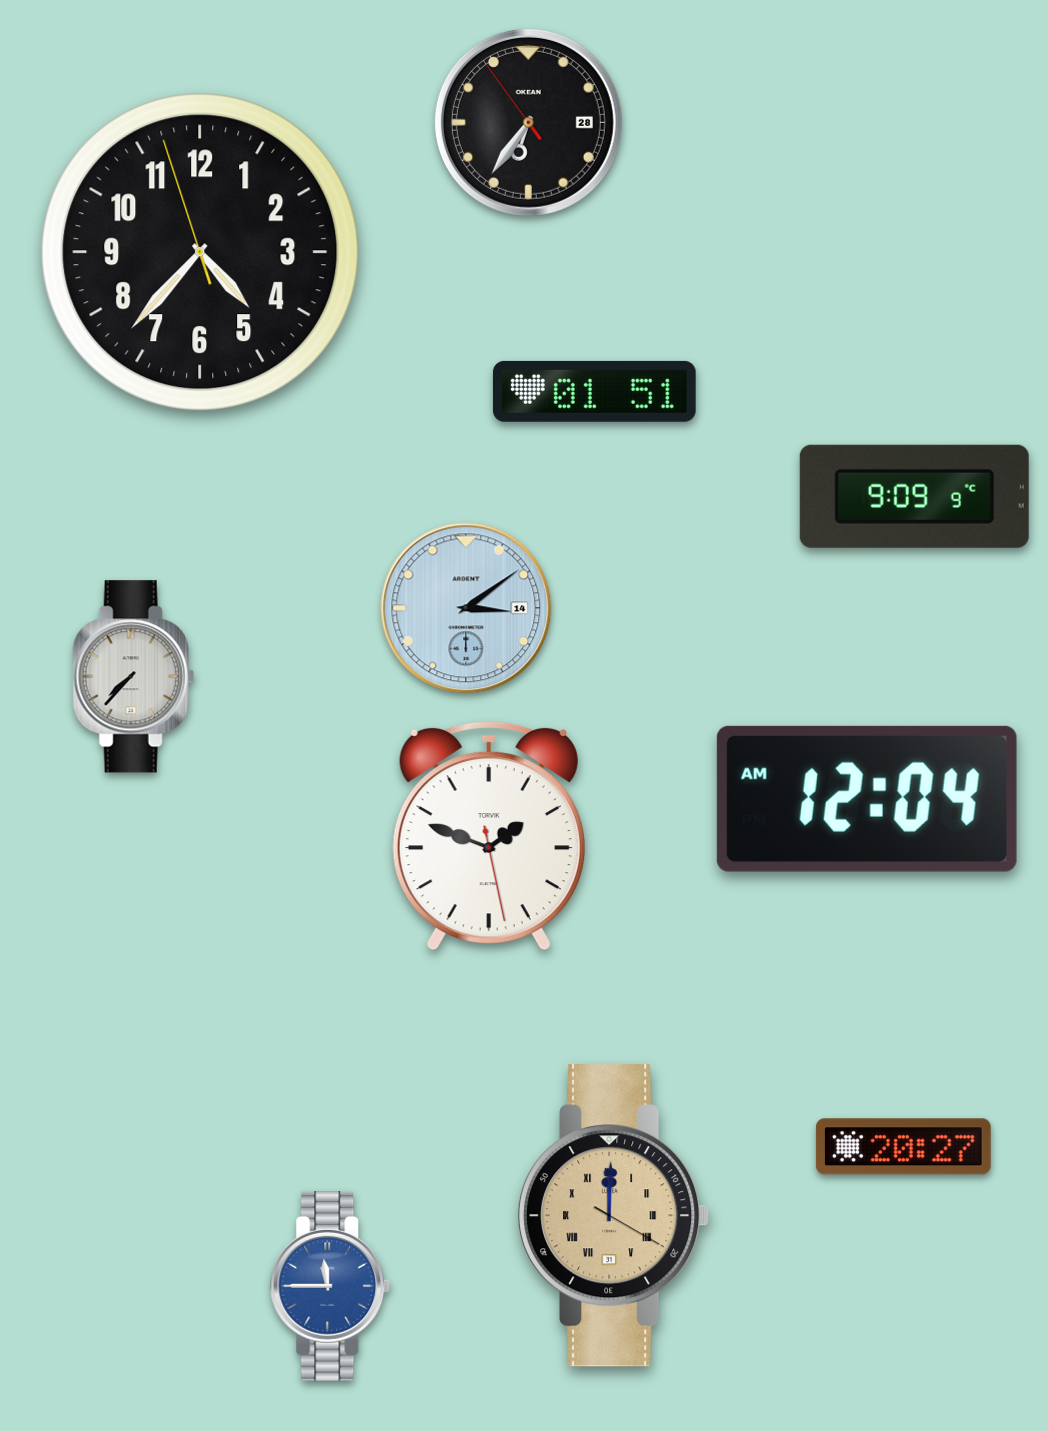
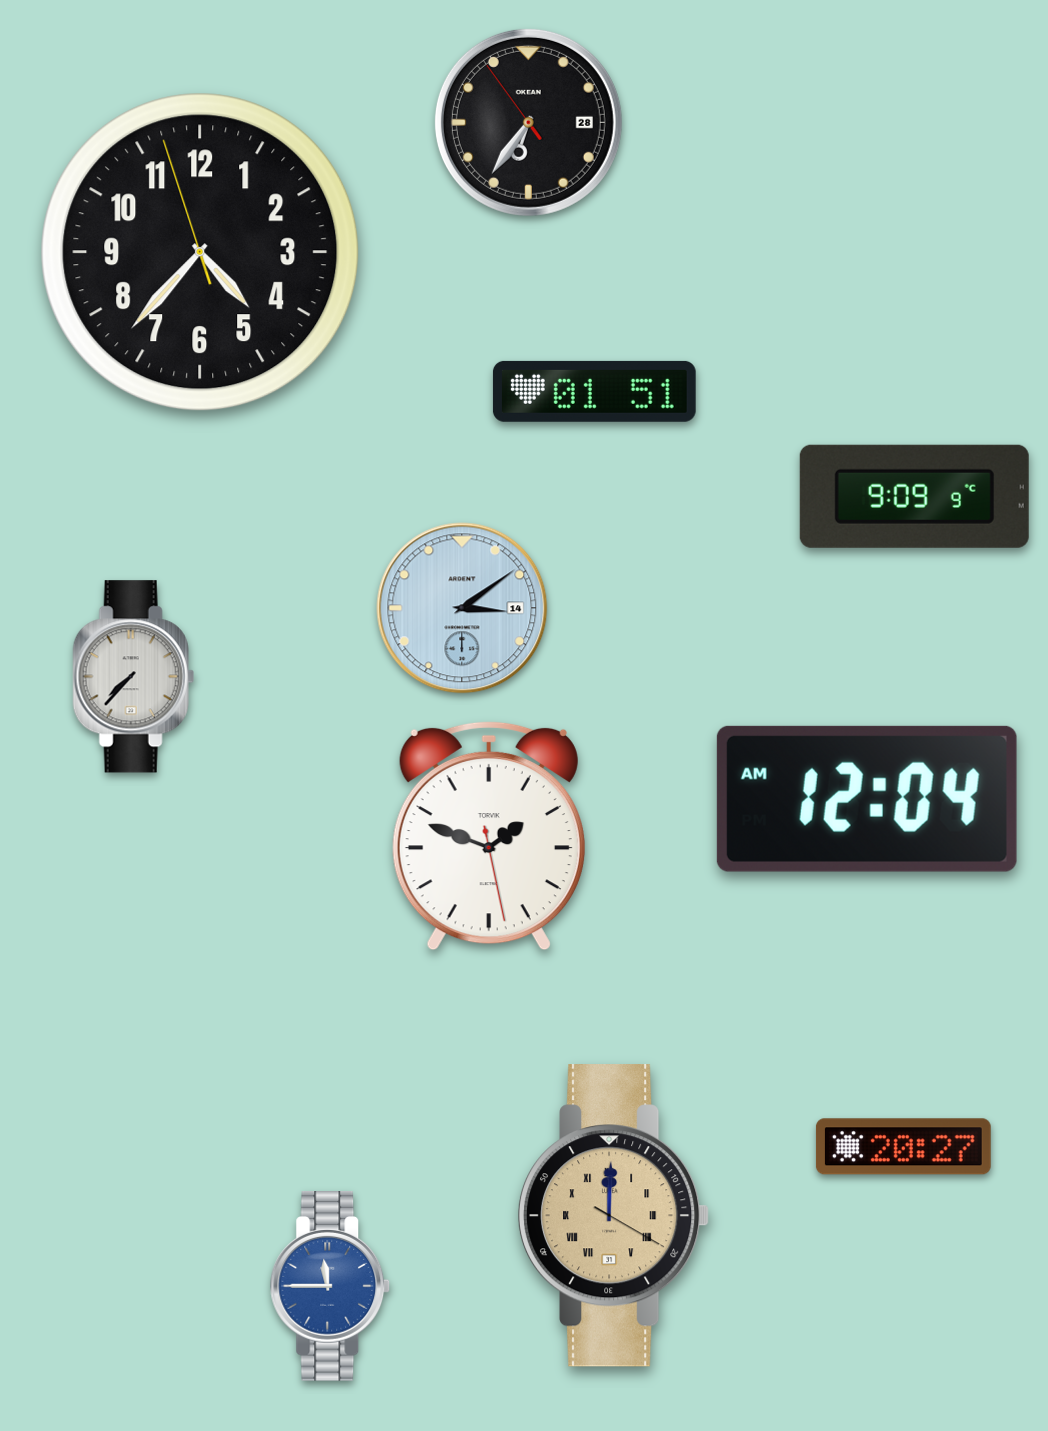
clock at (466, 608) position: (466, 608) -> (462, 608)
